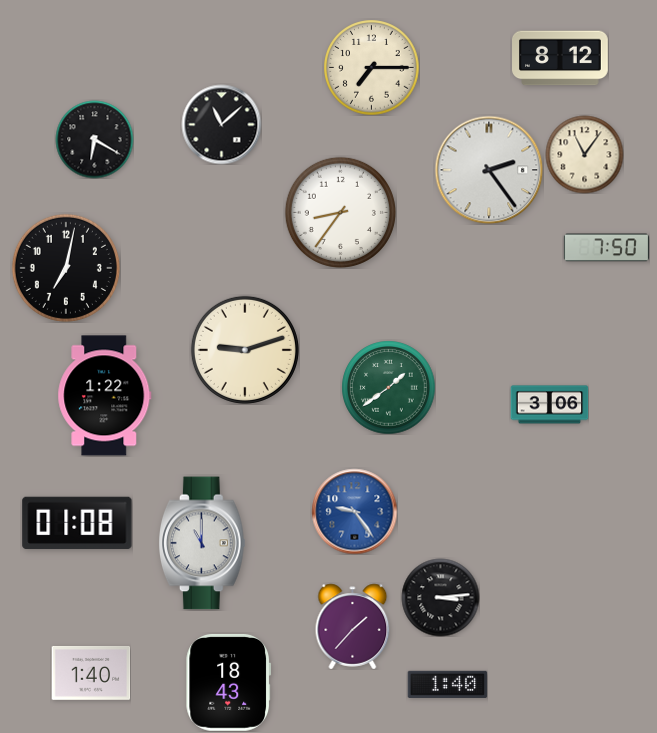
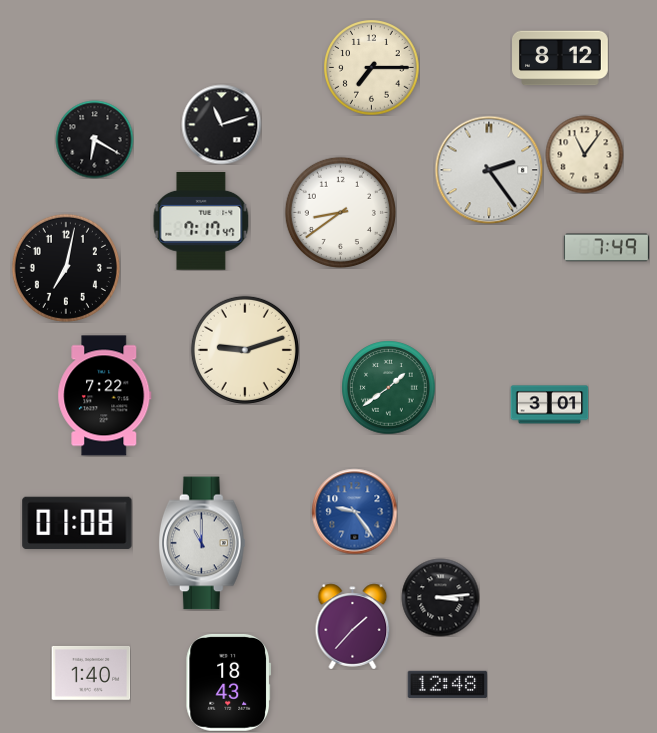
clock at (221, 124): 11:08 -> 11:12
clock at (340, 212): 8:36 -> 8:39
clock at (201, 222): none -> 7:17
clock at (606, 248): 7:50 -> 7:49
clock at (105, 396): 1:22 -> 7:22
clock at (549, 405): 3:06 -> 3:01
clock at (447, 684): 1:40 -> 12:48
